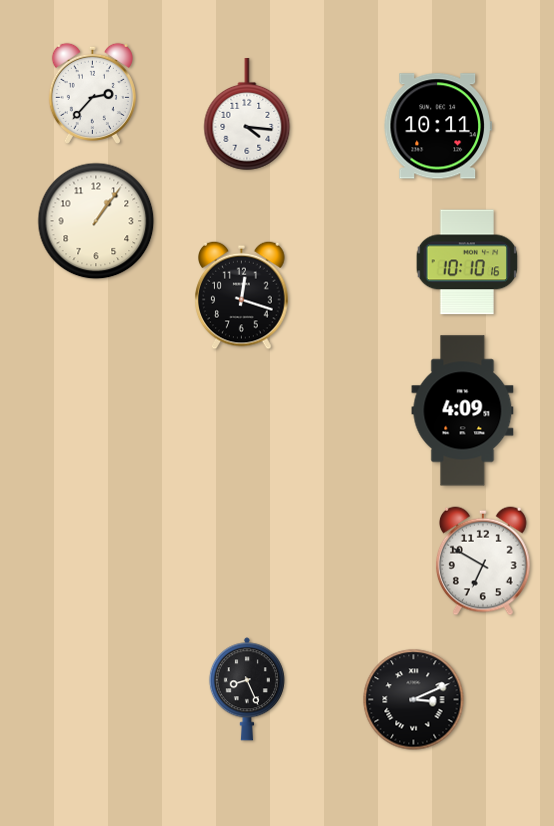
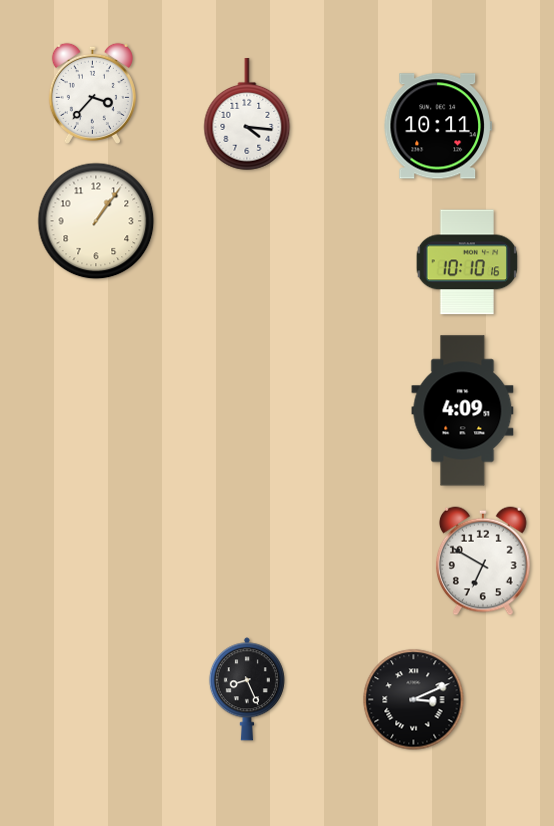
clock at (92, 93): 2:37 -> 3:37
clock at (242, 295): 12:18 -> none
